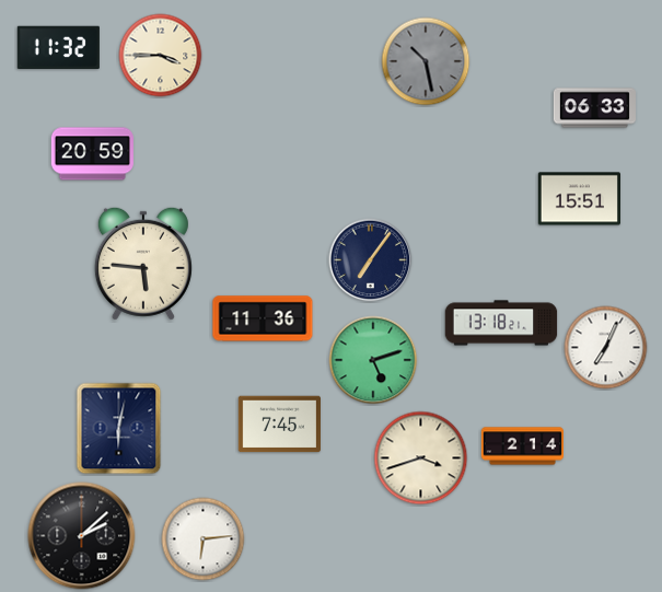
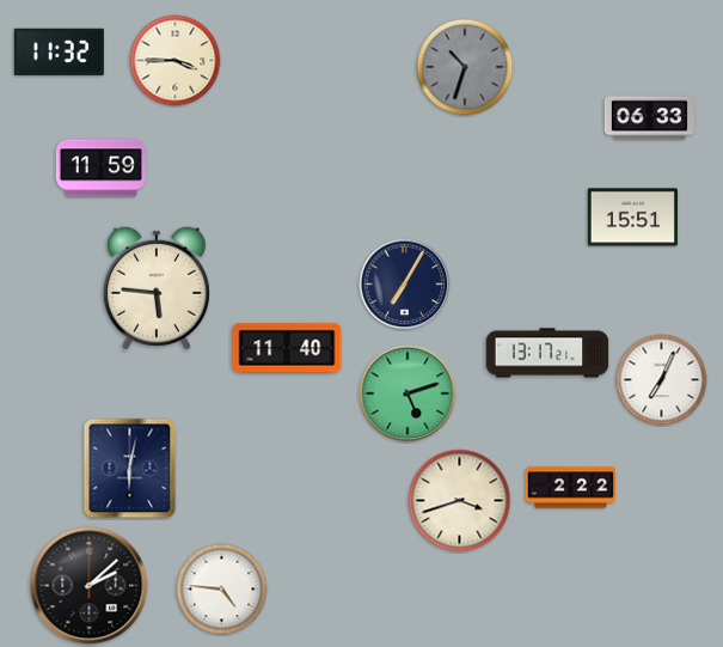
clock at (58, 47) position: (58, 47) -> (59, 51)
clock at (426, 61): 10:28 -> 10:33
clock at (92, 154): 20:59 -> 11:59
clock at (371, 260): 7:06 -> 7:05
clock at (263, 318): 11:36 -> 11:40
clock at (501, 323): 13:18 -> 13:17
clock at (279, 425): 7:45 -> none
clock at (522, 446): 2:14 -> 2:22
clock at (204, 539): 6:14 -> 4:46
